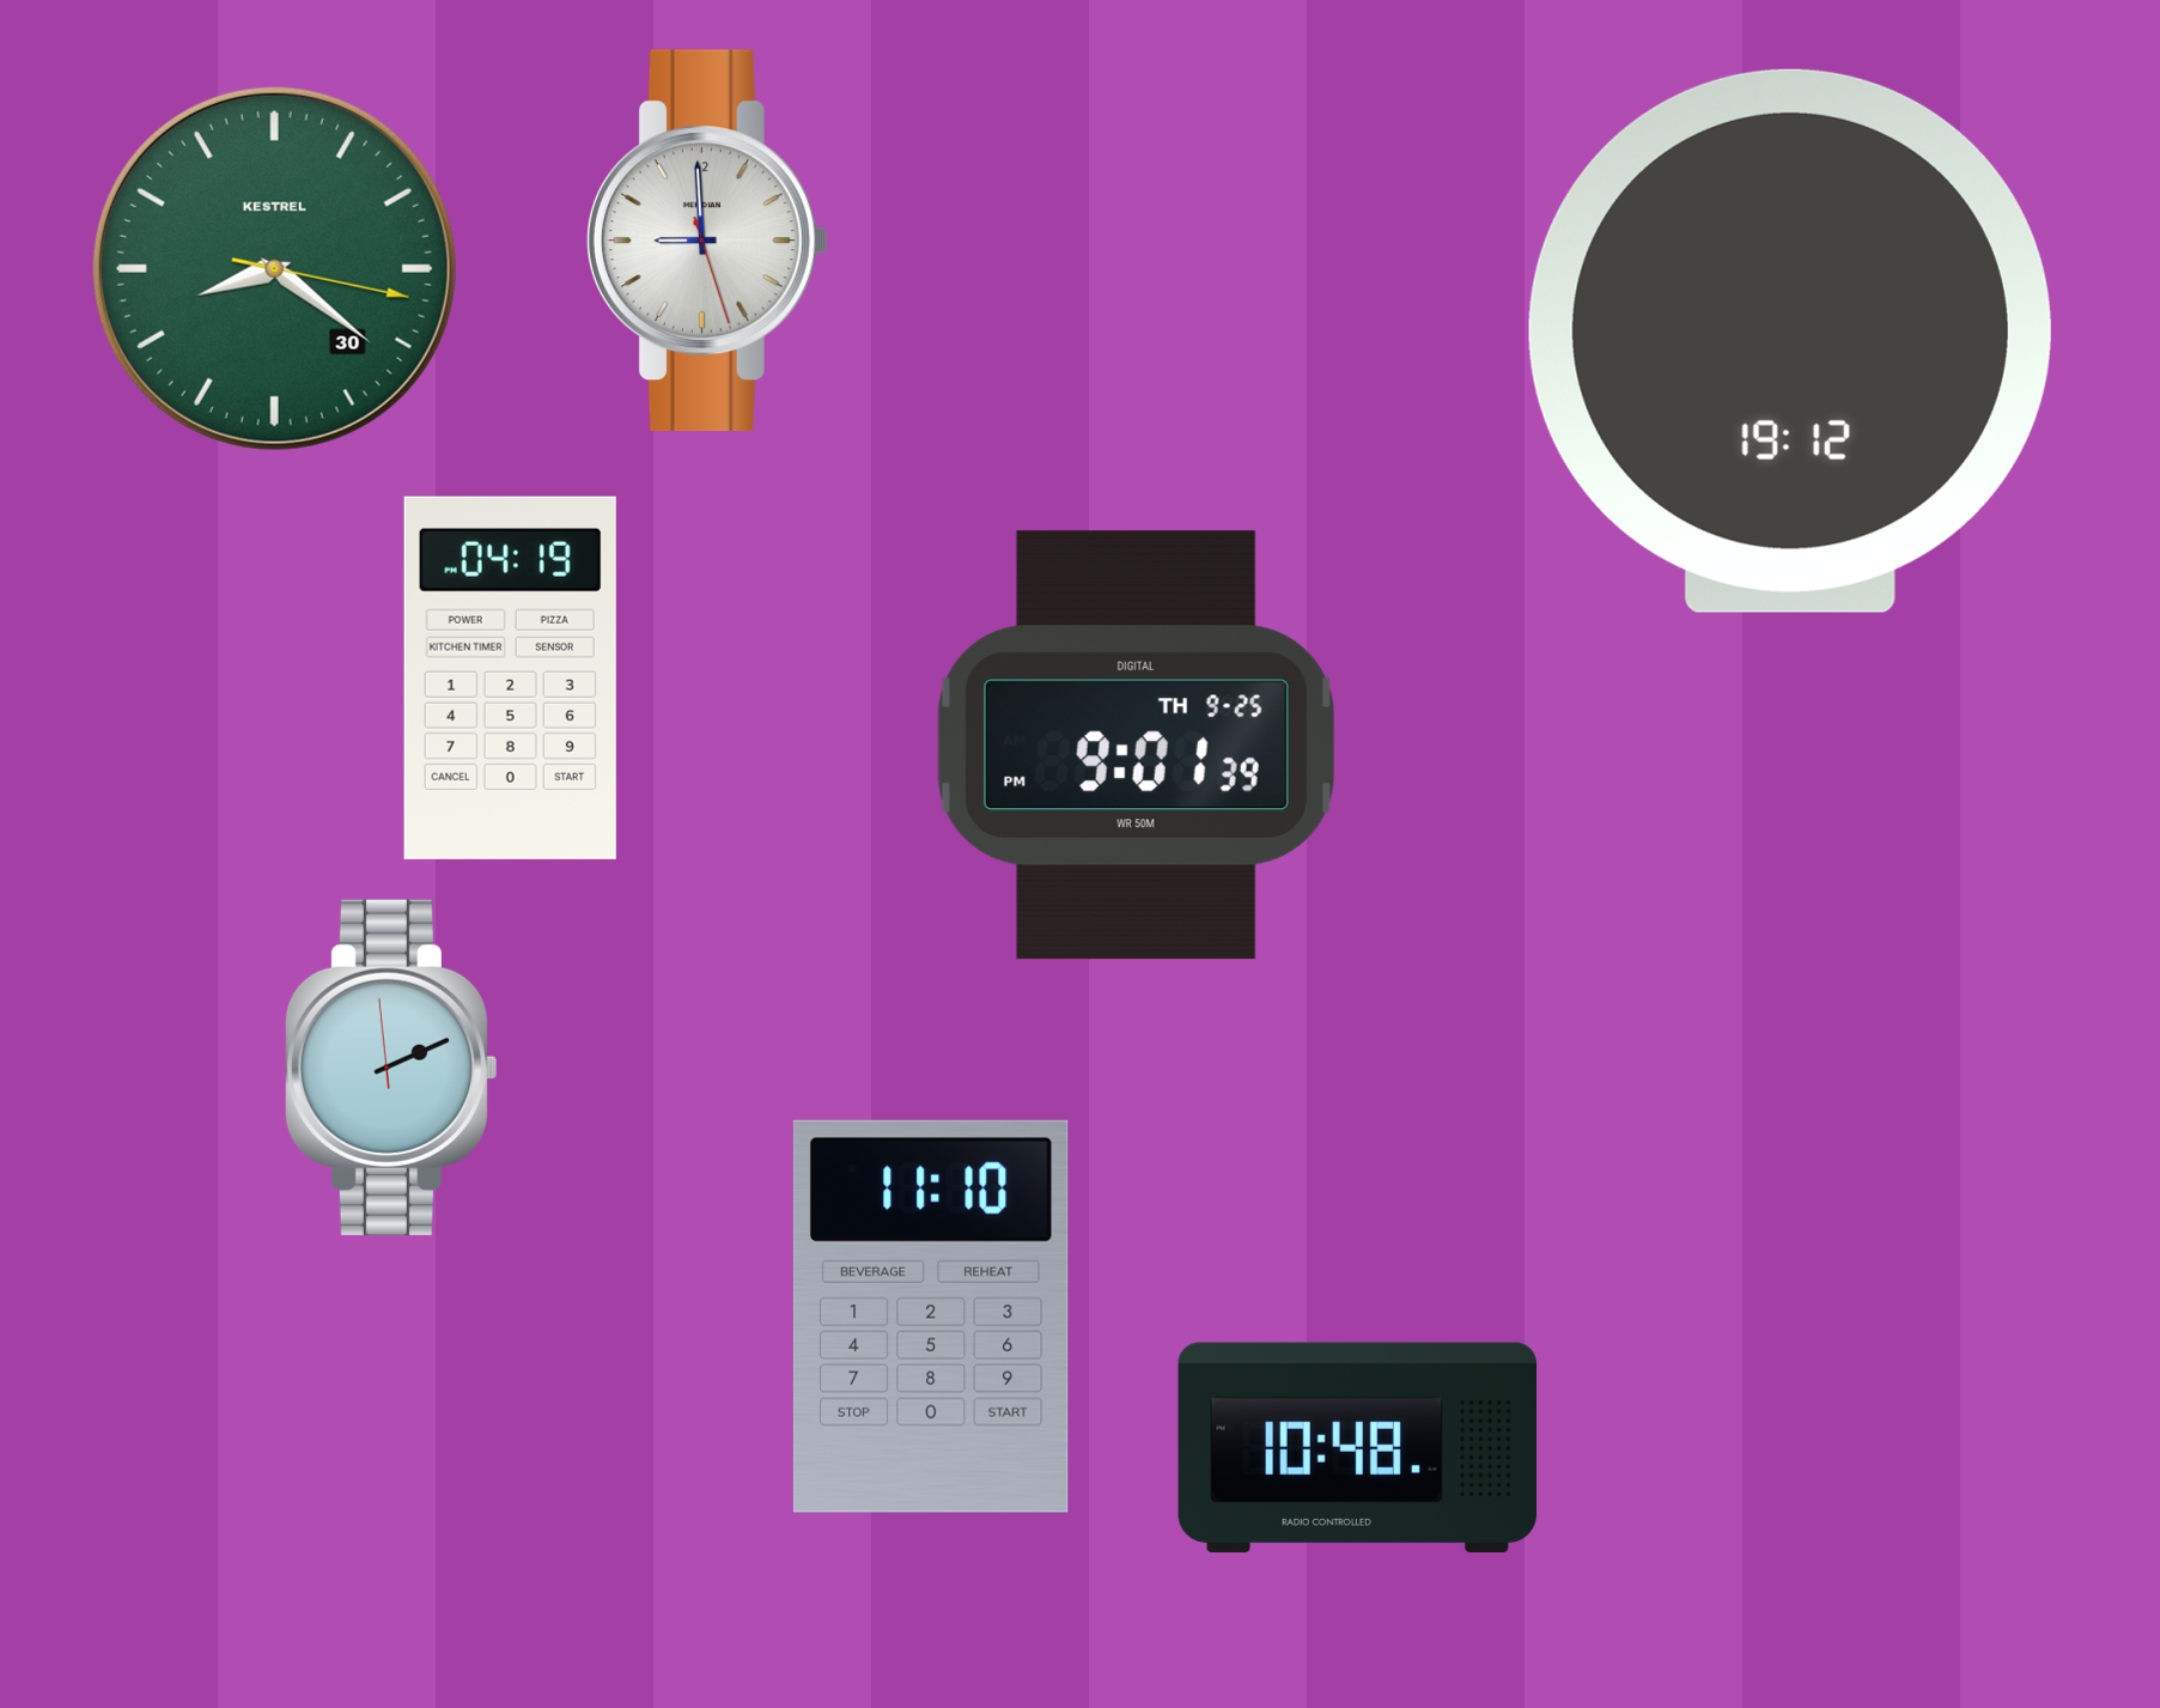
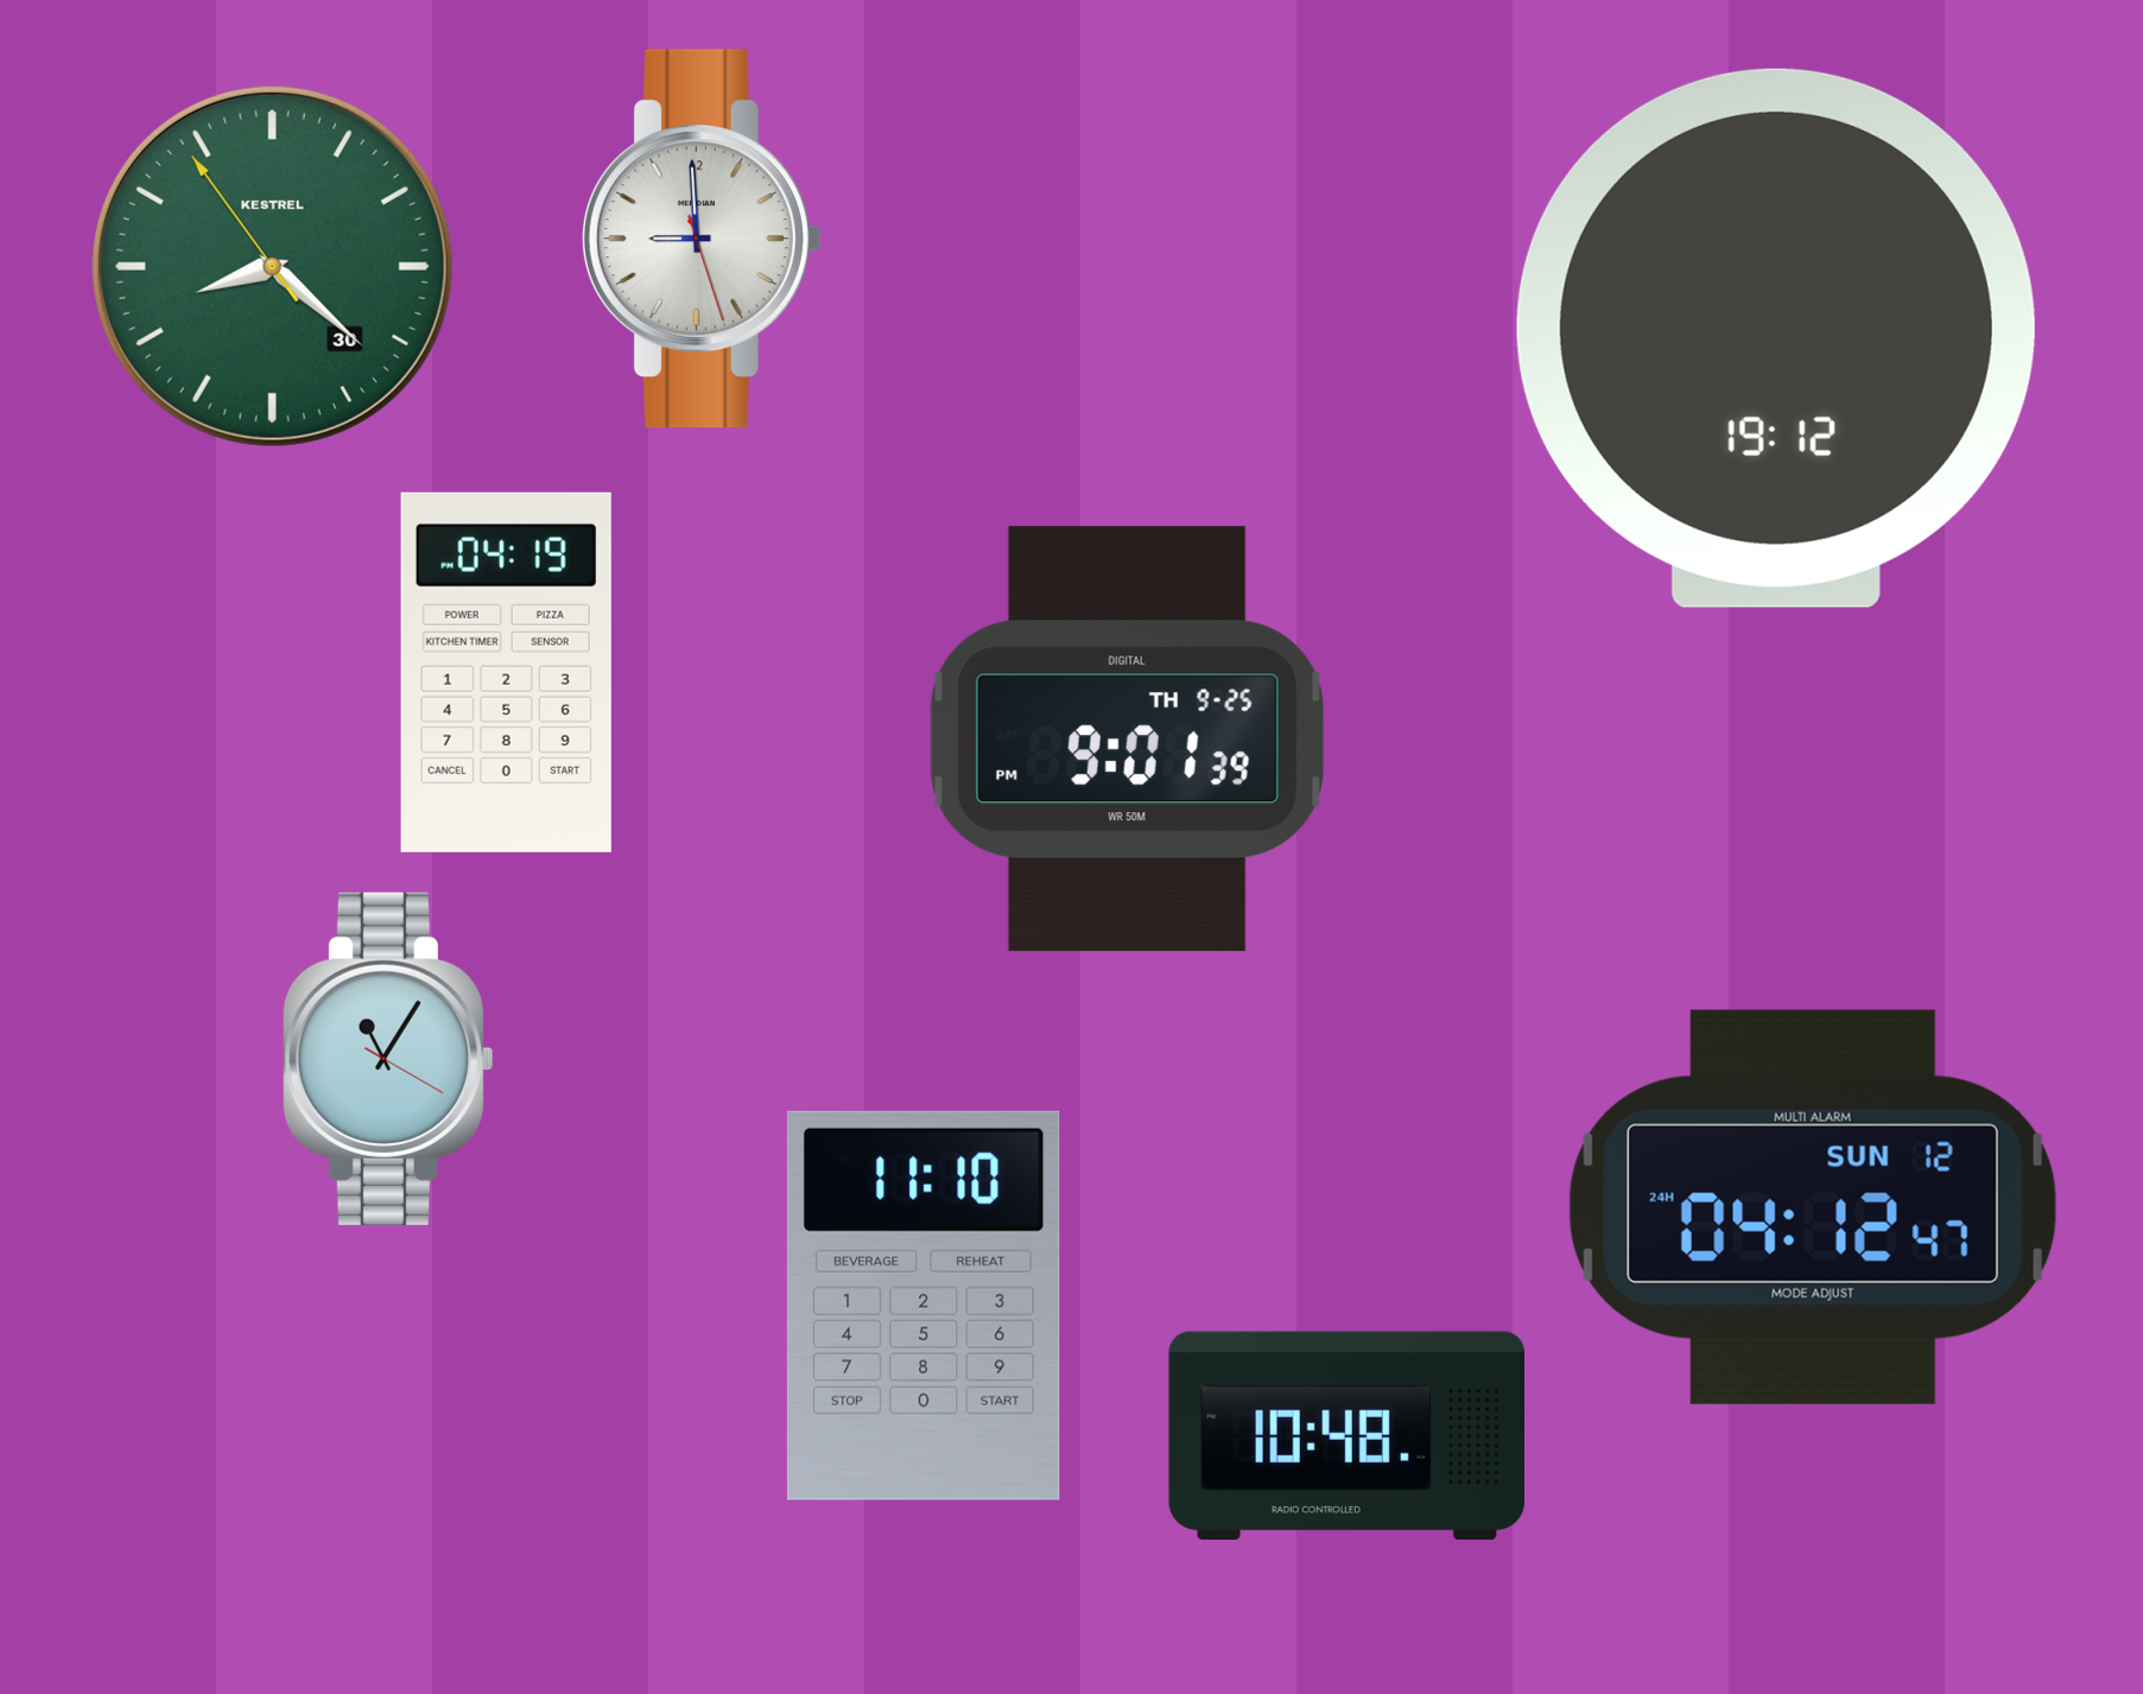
clock at (274, 268): 8:21:17 -> 8:21:54
clock at (390, 1068): 2:10 -> 11:05
clock at (1813, 1207): none -> 04:12
